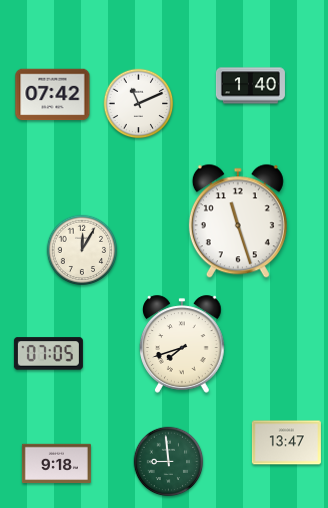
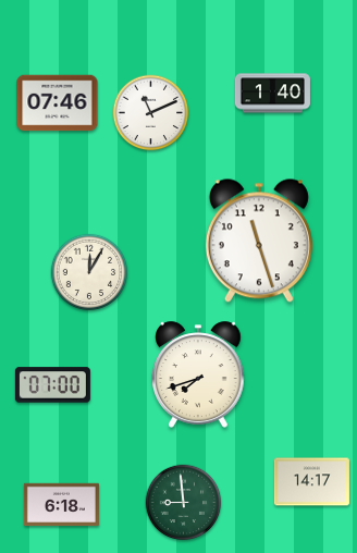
clock at (53, 95): 07:42 -> 07:46
clock at (48, 354): 07:05 -> 07:00
clock at (286, 443): 13:47 -> 14:17
clock at (56, 464): 9:18 -> 6:18
